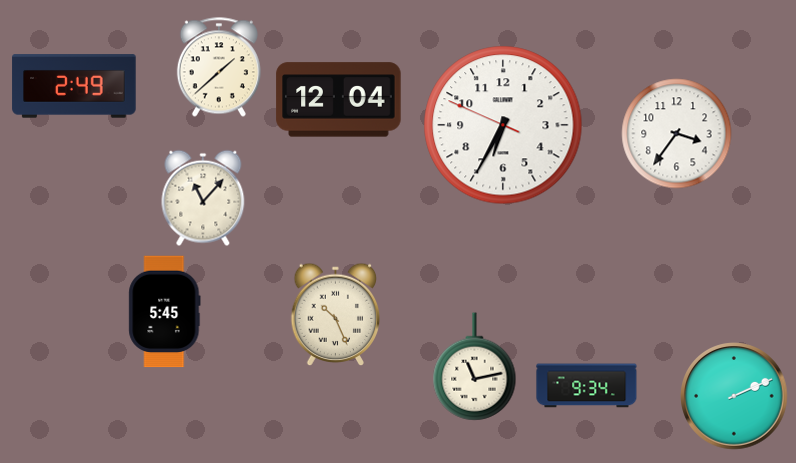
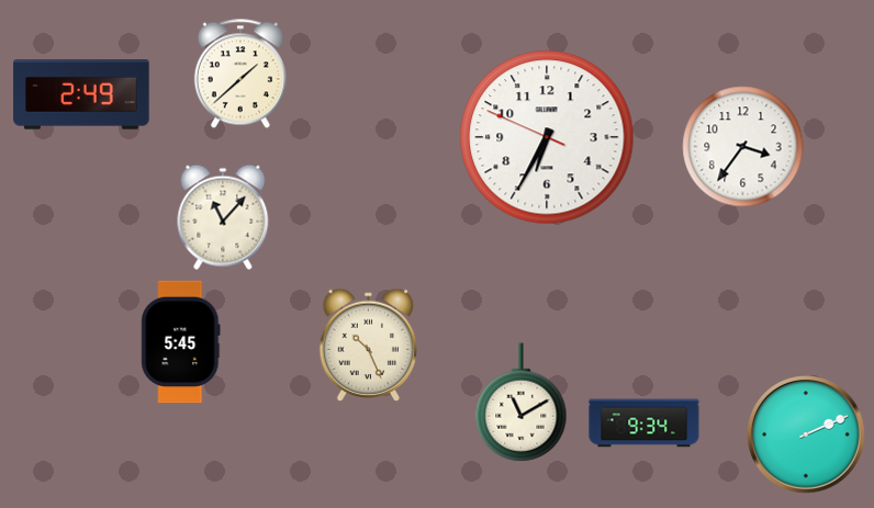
clock at (339, 100): 12:04 -> none
clock at (503, 125) position: (503, 125) -> (547, 137)
clock at (475, 367): 11:13 -> 11:10
